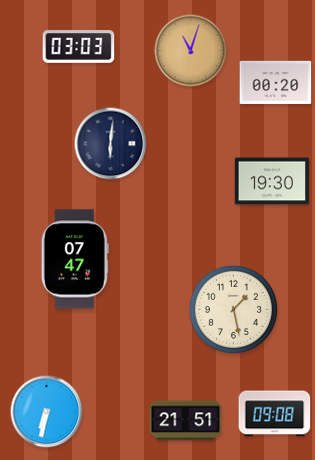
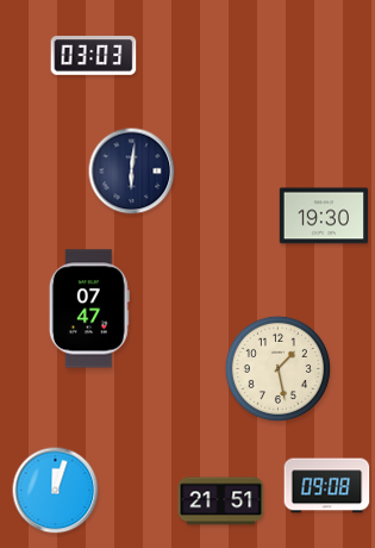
clock at (191, 51): 11:03 -> none
clock at (276, 82): 00:20 -> none
clock at (47, 412): 6:32 -> 12:03
clock at (275, 414) position: (275, 414) -> (327, 486)
